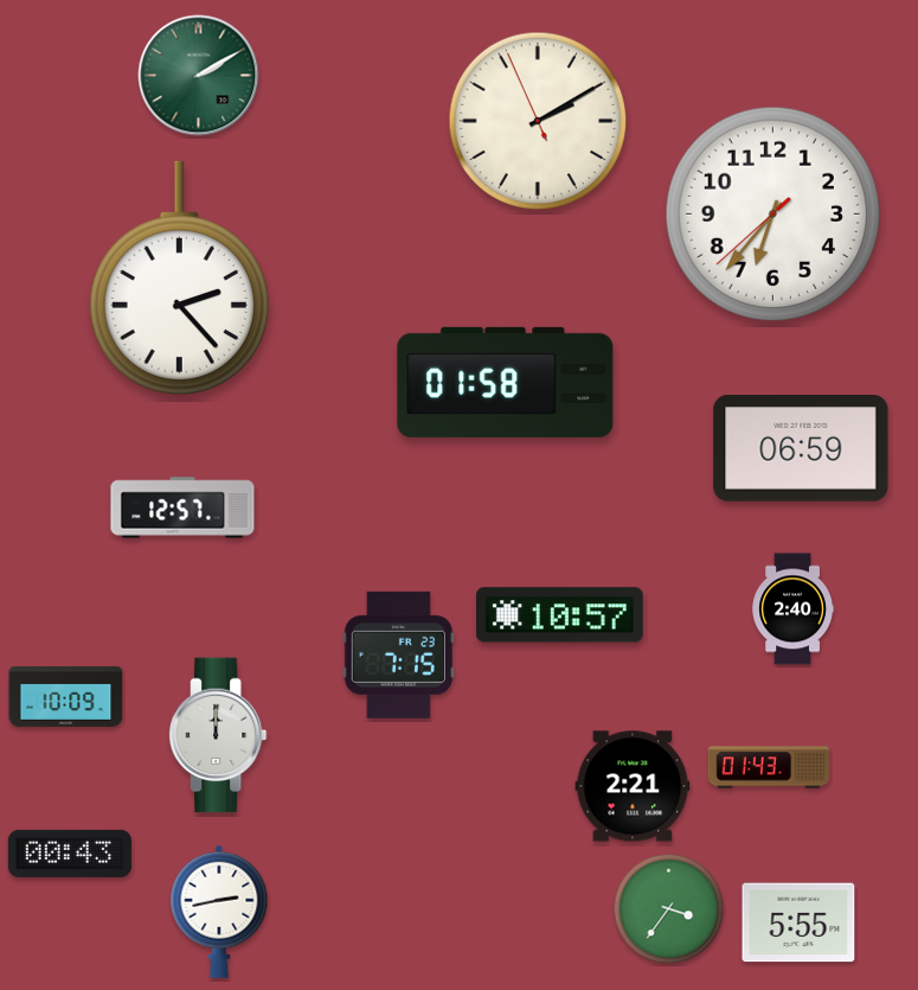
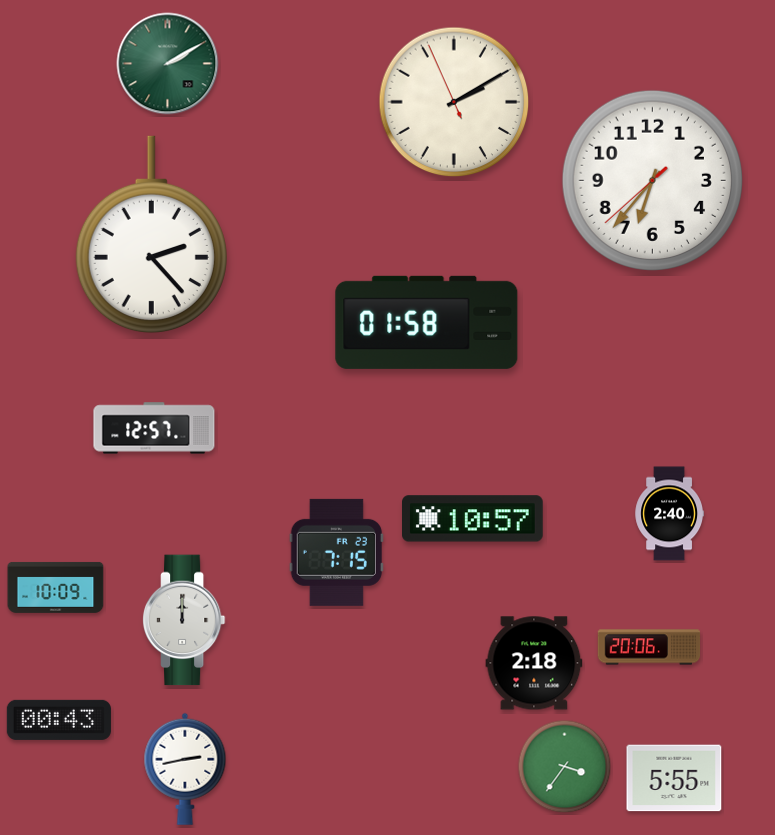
clock at (801, 448): 06:59 -> none
clock at (769, 767): 01:43 -> 20:06
clock at (633, 786): 2:21 -> 2:18
